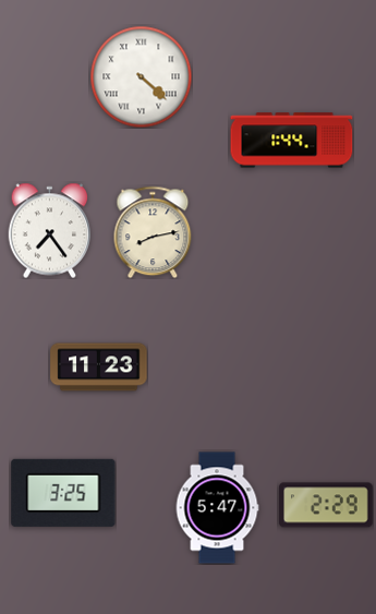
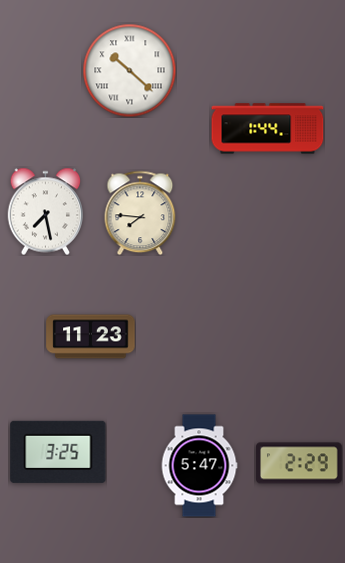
clock at (141, 76): 4:22 -> 10:22
clock at (50, 230): 7:24 -> 7:28
clock at (153, 232): 8:13 -> 7:46
